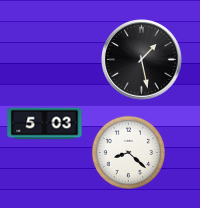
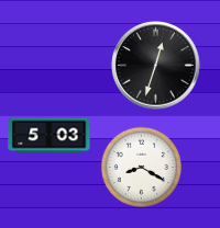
clock at (142, 60): 1:28 -> 12:33
clock at (129, 153): 8:22 -> 8:20
